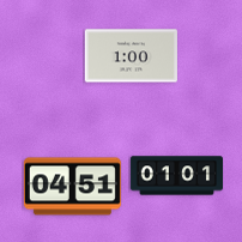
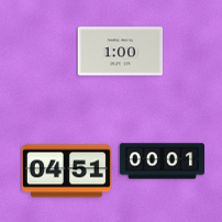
clock at (176, 176): 01:01 -> 00:01
